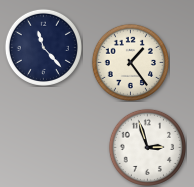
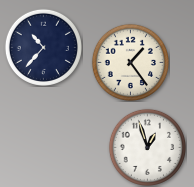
clock at (43, 47): 11:23 -> 10:37
clock at (147, 147): 2:57 -> 12:57
